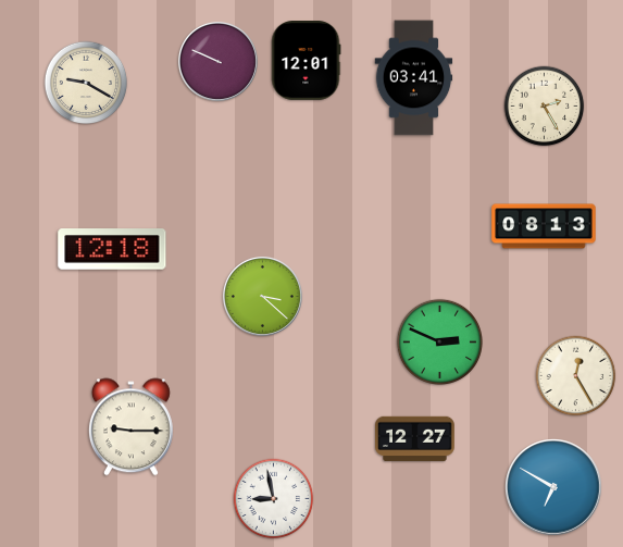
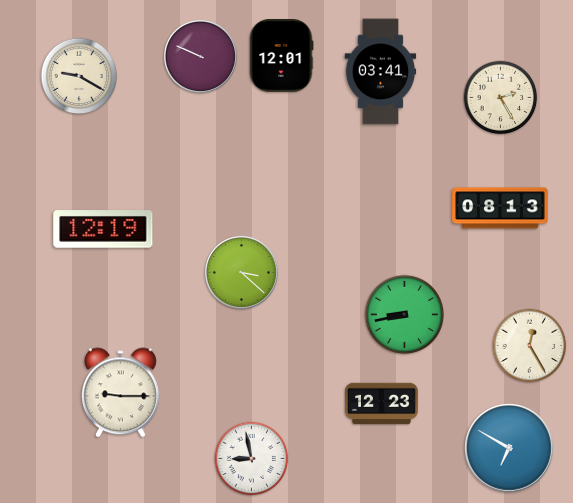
clock at (112, 249): 12:18 -> 12:19
clock at (439, 341): 2:49 -> 8:43
clock at (415, 439): 12:27 -> 12:23
